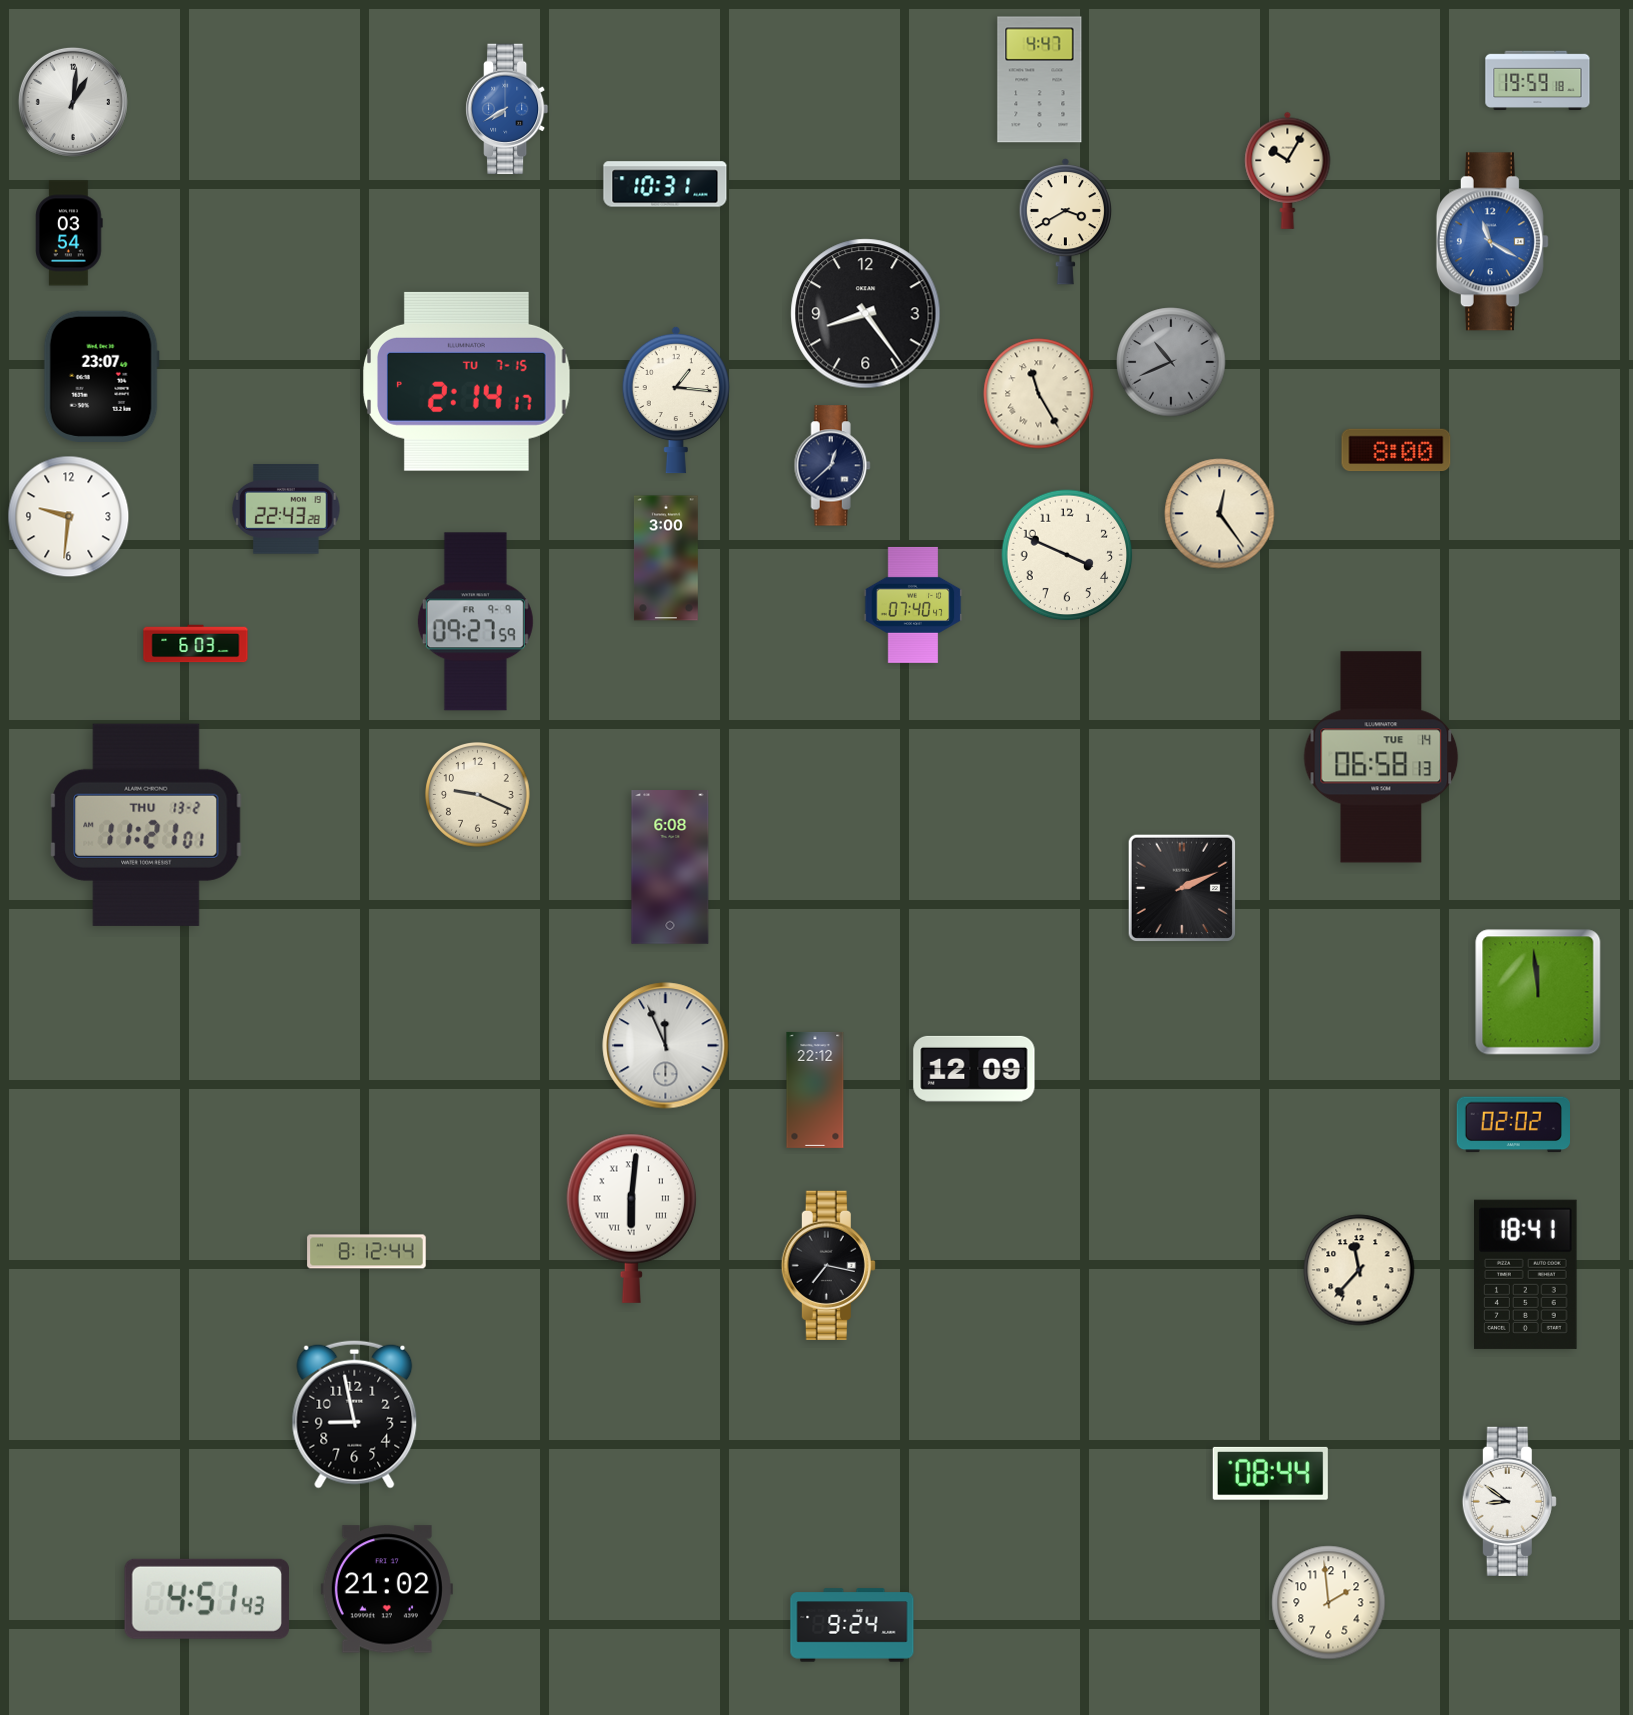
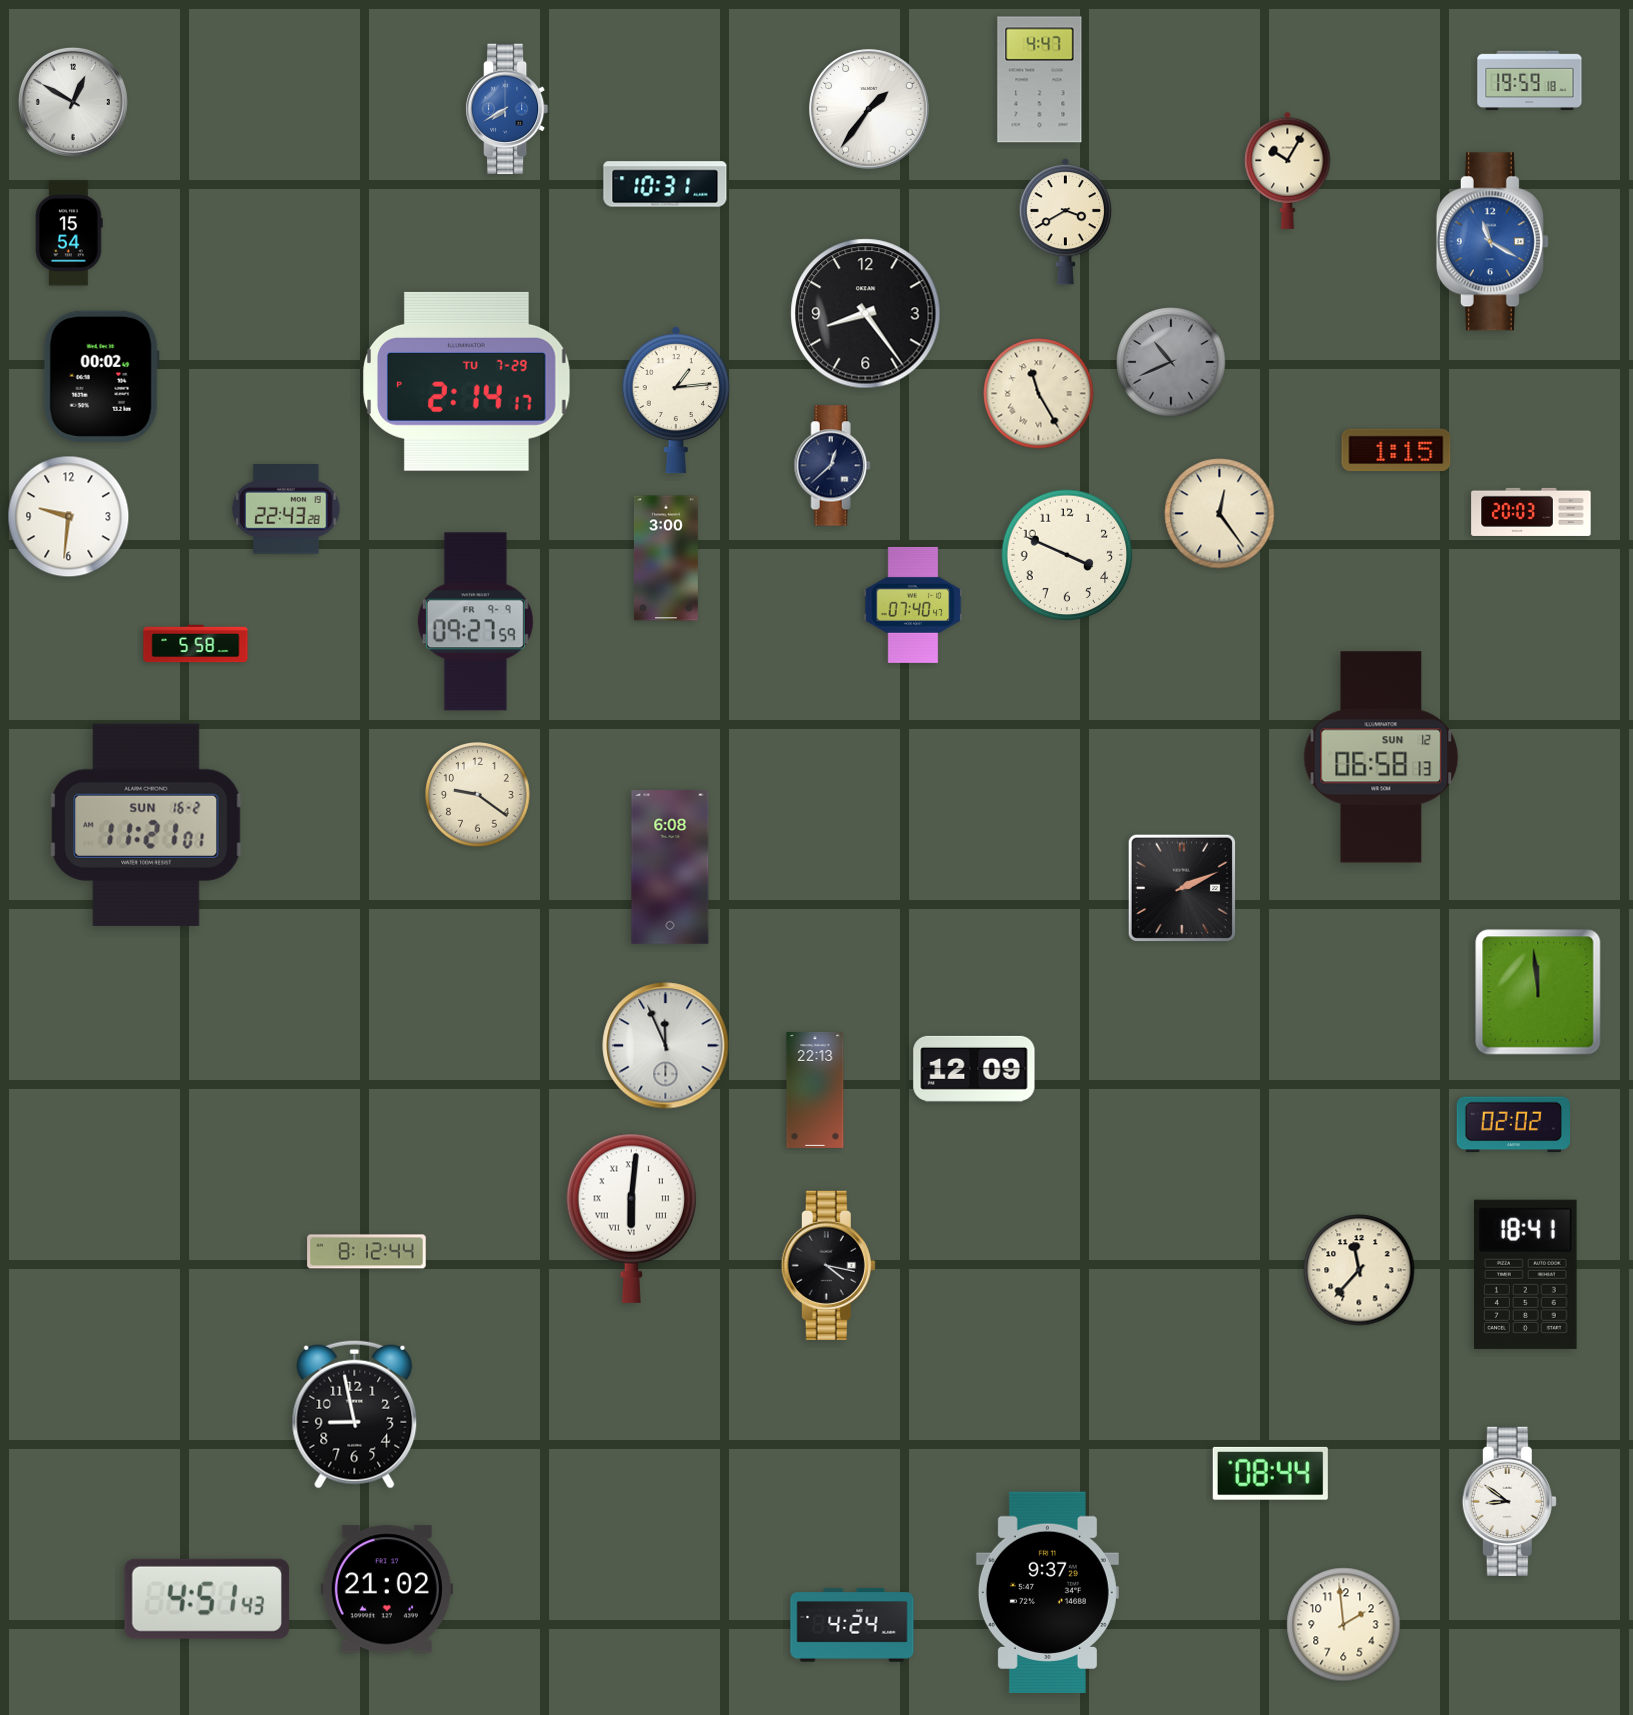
clock at (1538, 81) position: (1538, 81) -> (1530, 81)
clock at (73, 102): 1:01 -> 12:50
clock at (869, 109): none -> 1:36
clock at (69, 233): 03:54 -> 15:54
clock at (101, 376): 23:07 -> 00:02
clock at (467, 381) date: TU 7-15 -> TU 7-29
clock at (676, 400): 1:16 -> 1:14
clock at (1396, 450): 8:00 -> 1:15
clock at (1531, 512): none -> 20:03
clock at (196, 644): 6:03 -> 5:58
clock at (1381, 757) date: TUE 14 -> SUN 12
clock at (478, 795): 9:19 -> 9:21
clock at (146, 825) date: THU 13-2 -> SUN 16-2
clock at (815, 1090): 22:12 -> 22:13
clock at (828, 1265): 7:17 -> 4:17
clock at (1047, 1592): none -> 9:37
clock at (1329, 1603) position: (1329, 1603) -> (1344, 1625)
clock at (852, 1625): 9:24 -> 4:24
